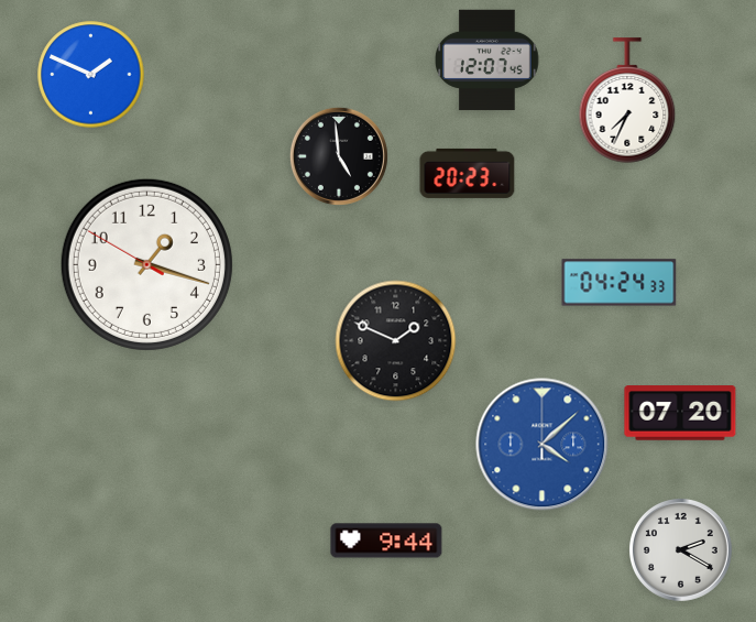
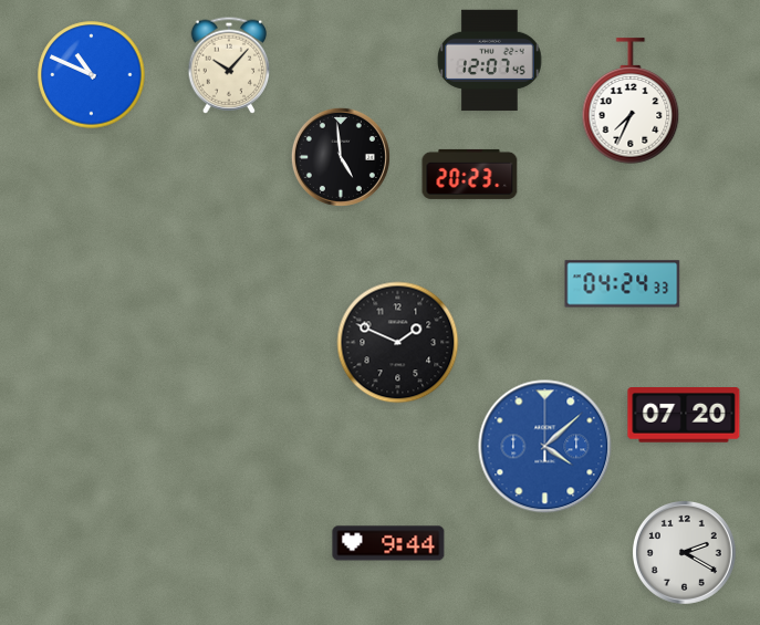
clock at (229, 65): none -> 10:07
clock at (91, 75): 1:49 -> 10:49
clock at (146, 264): 1:17 -> none
